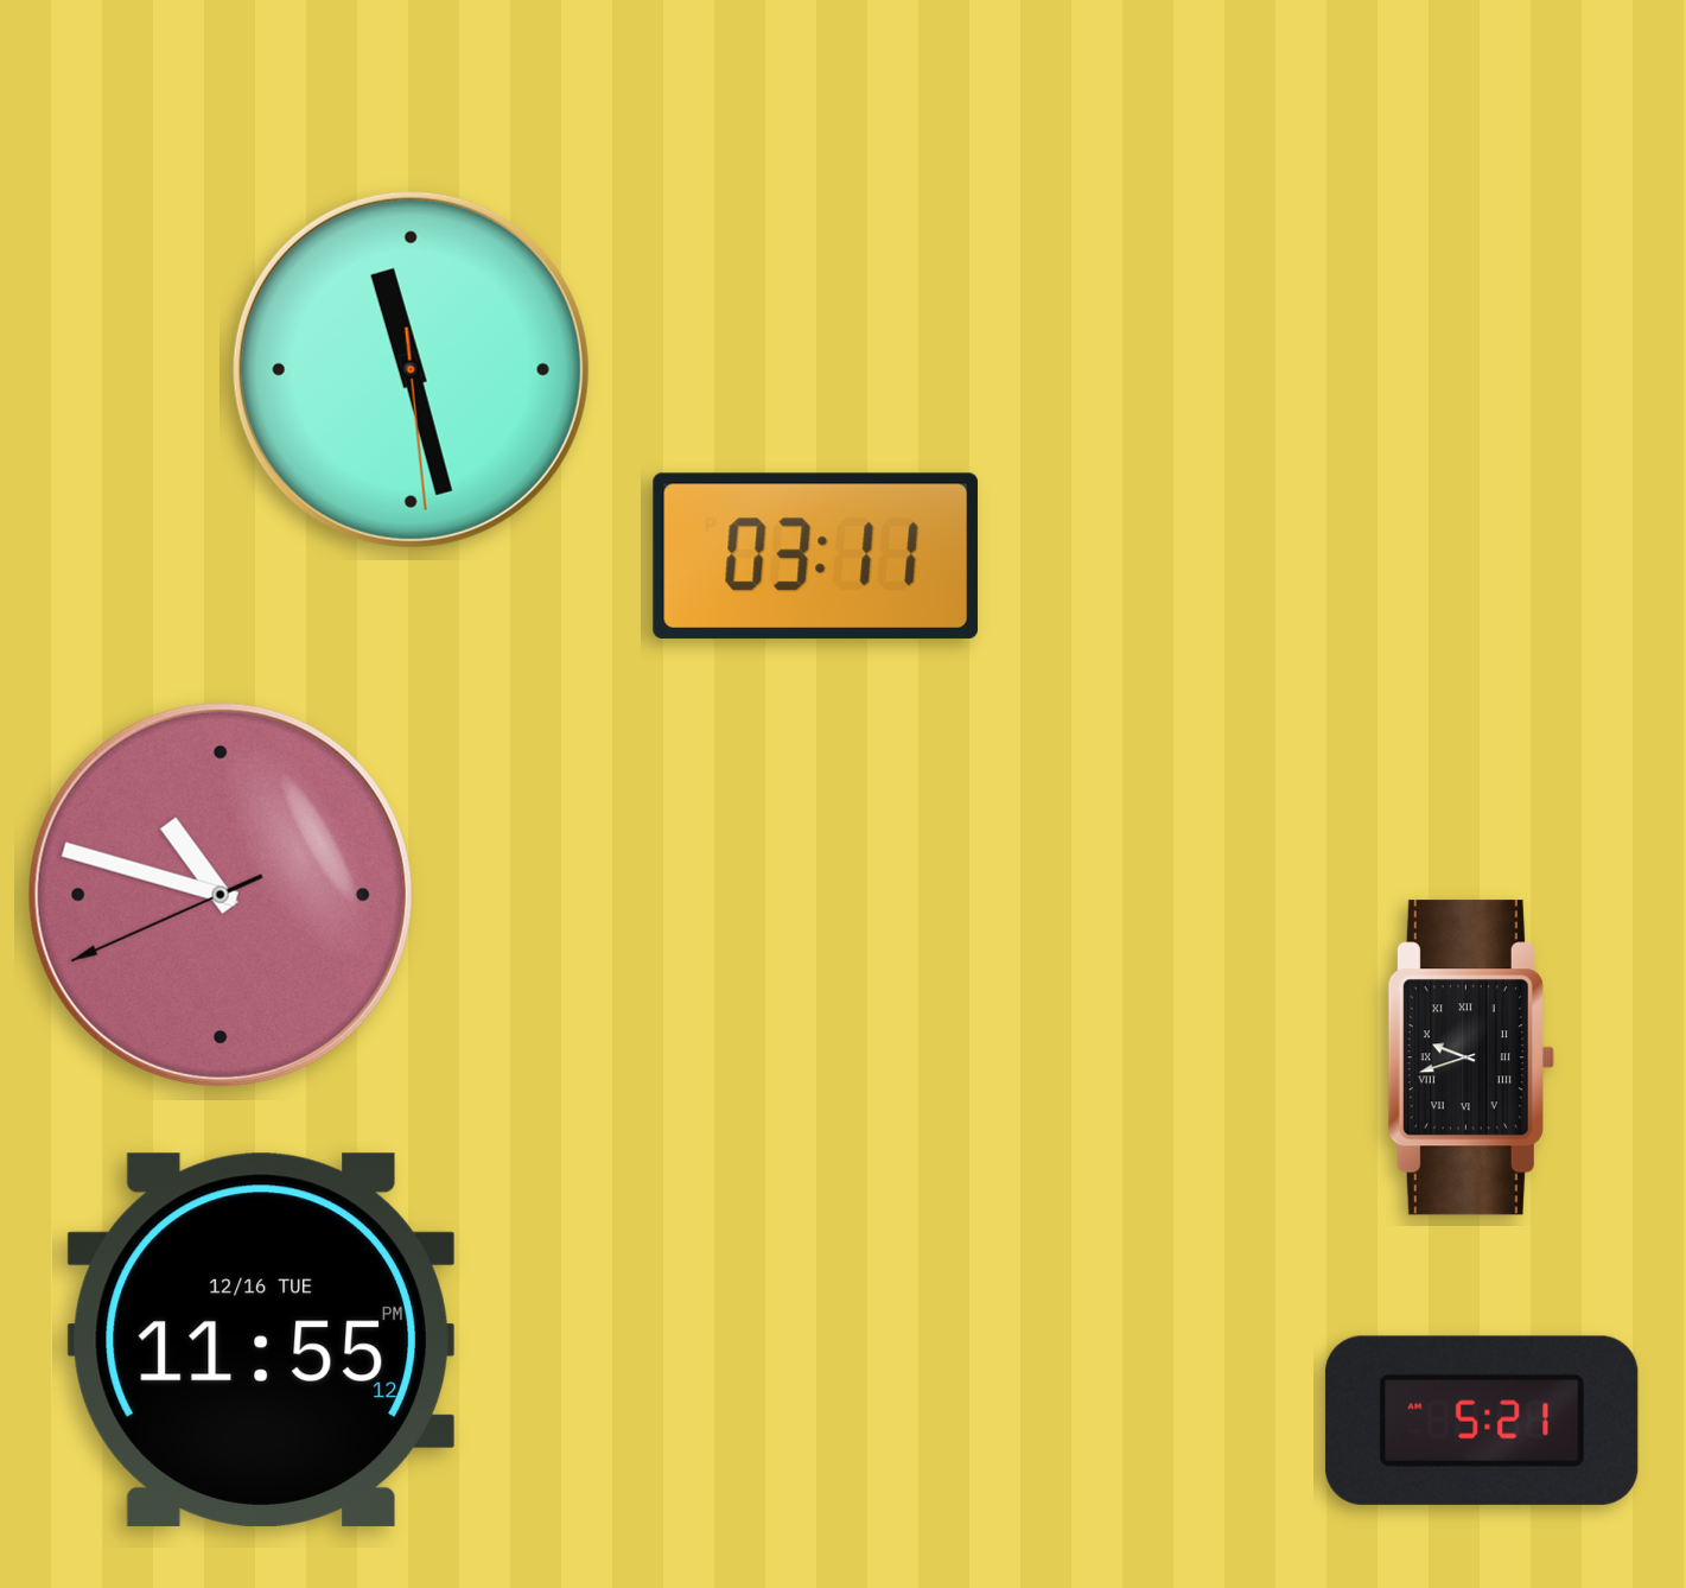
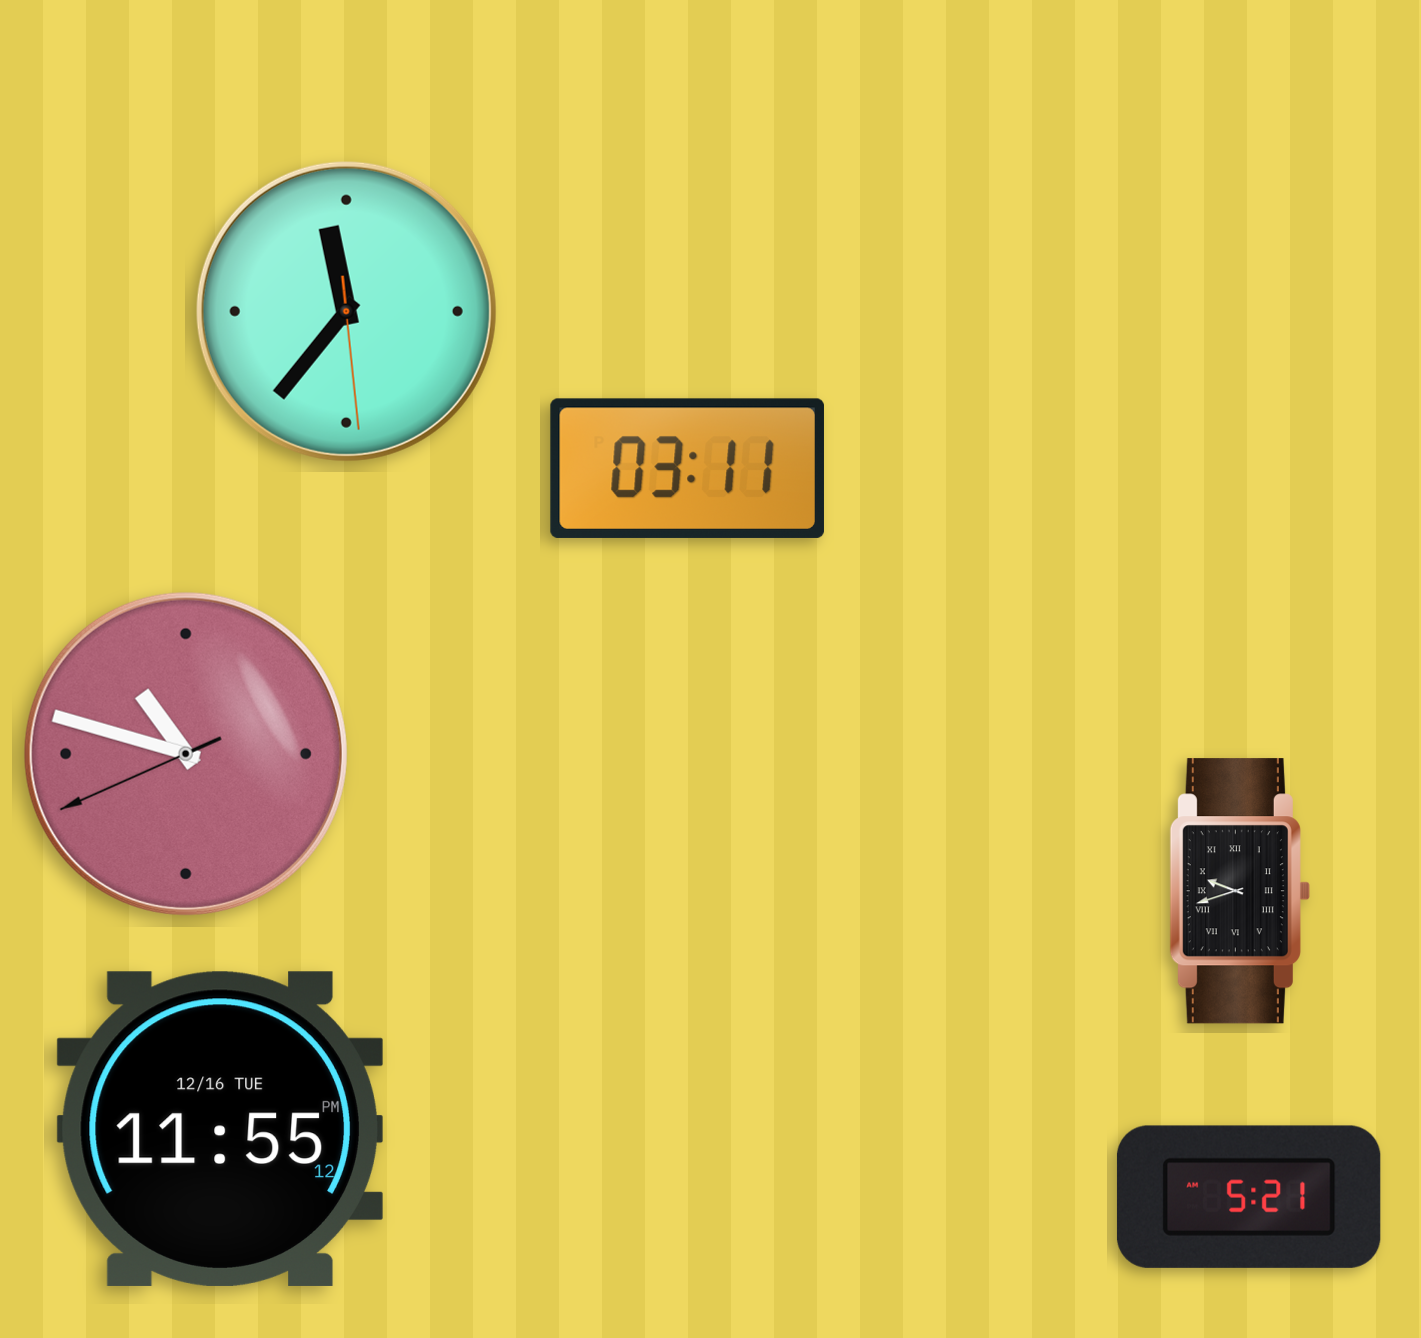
clock at (411, 369): 11:27 -> 11:36
